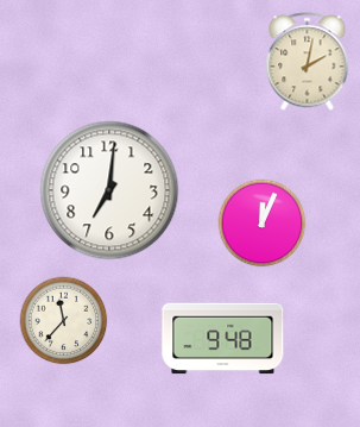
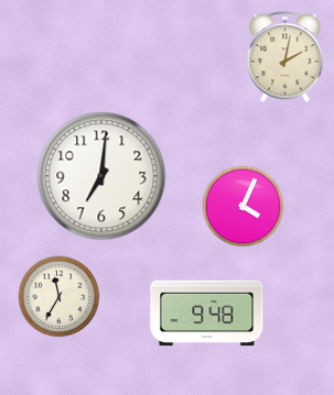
clock at (263, 224): 12:04 -> 4:04
clock at (64, 321): 11:37 -> 11:35
